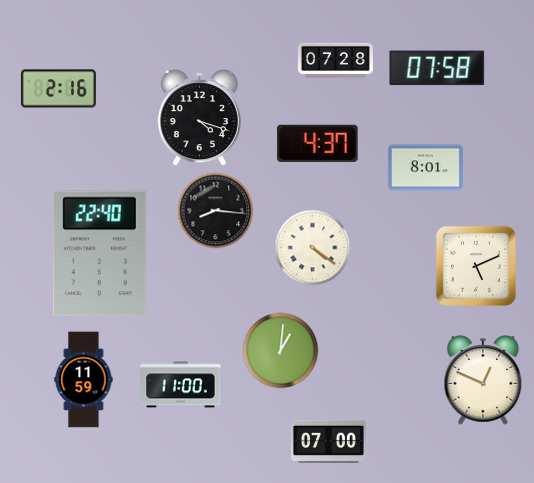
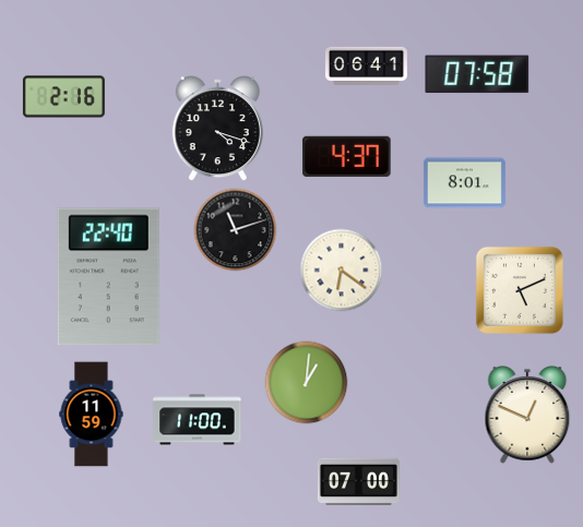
clock at (335, 60): 07:28 -> 06:41
clock at (216, 211): 8:16 -> 11:12
clock at (313, 248): 4:21 -> 6:21
